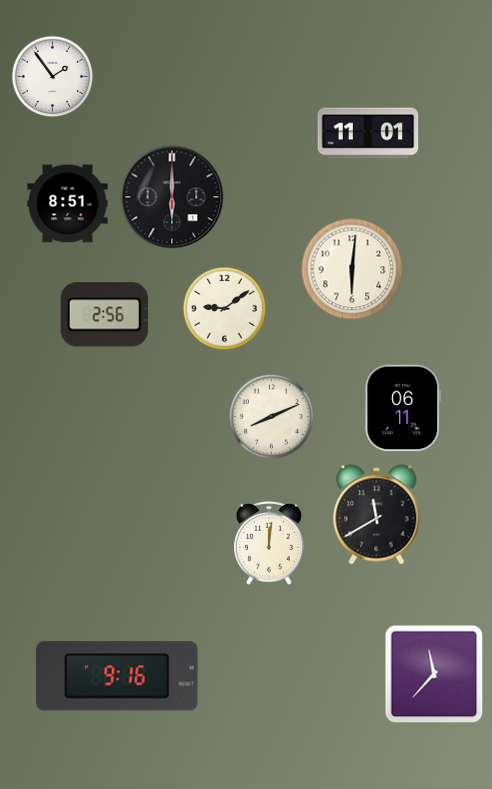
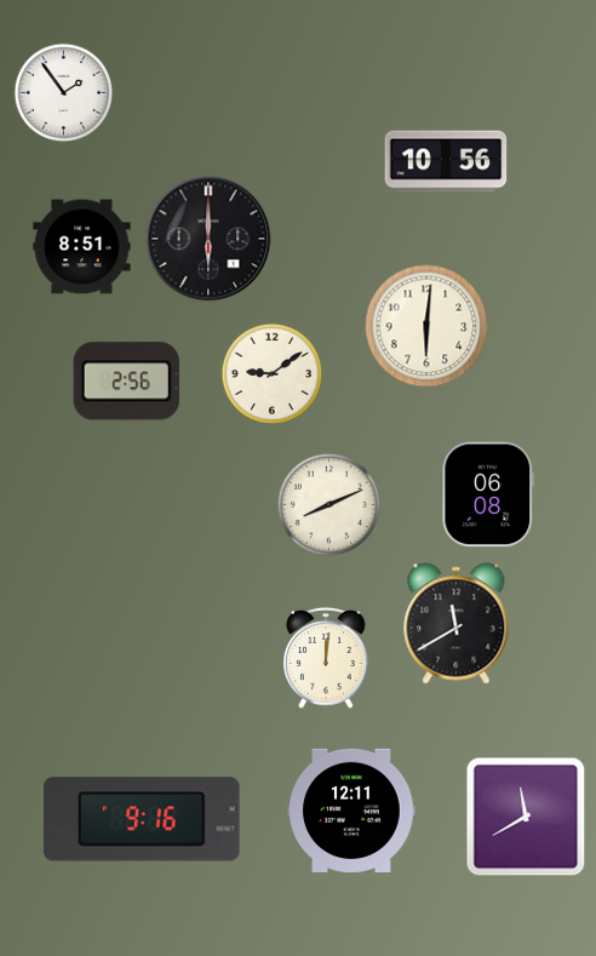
clock at (368, 133): 11:01 -> 10:56
clock at (403, 408): 06:11 -> 06:08
clock at (351, 811): none -> 12:11
clock at (434, 674): 11:37 -> 11:40
